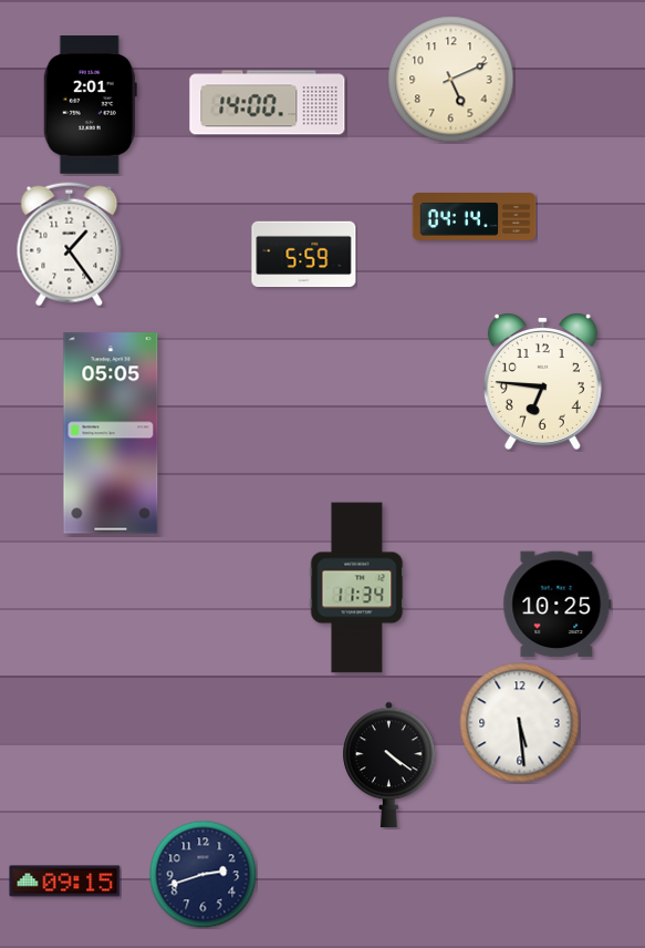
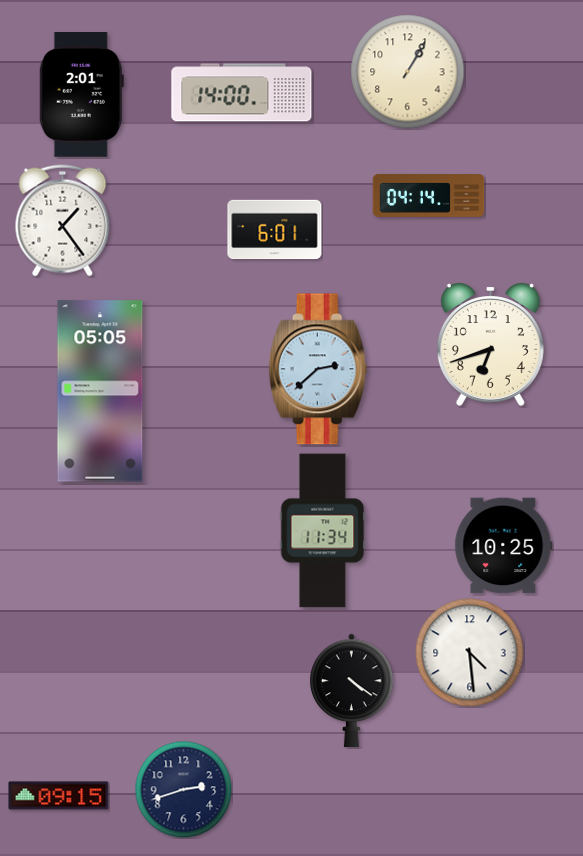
clock at (451, 80): 5:11 -> 1:05
clock at (304, 255): 5:59 -> 6:01
clock at (542, 381): 6:46 -> 6:42
clock at (318, 369): none -> 2:38
clock at (520, 723): 5:29 -> 4:29
